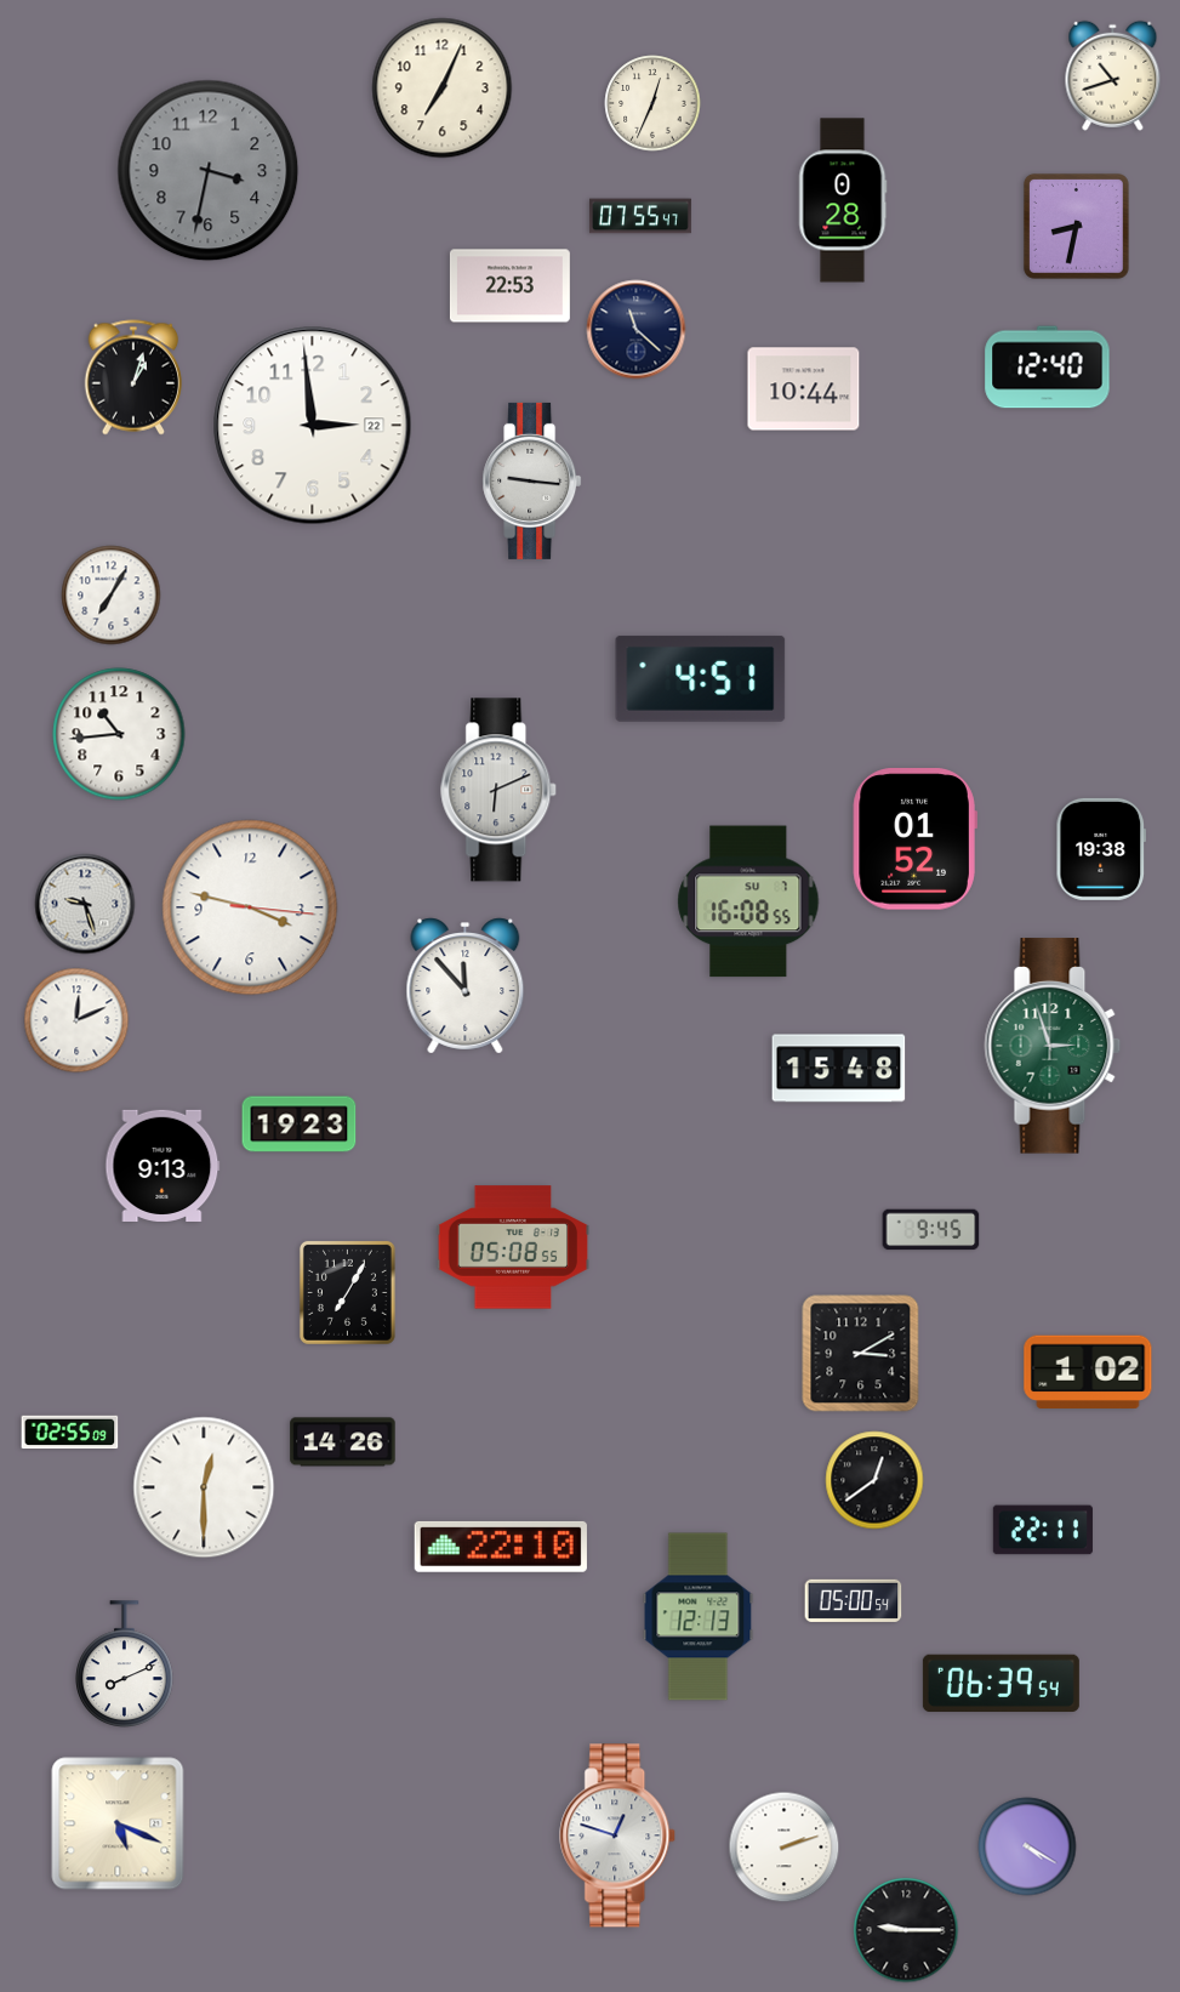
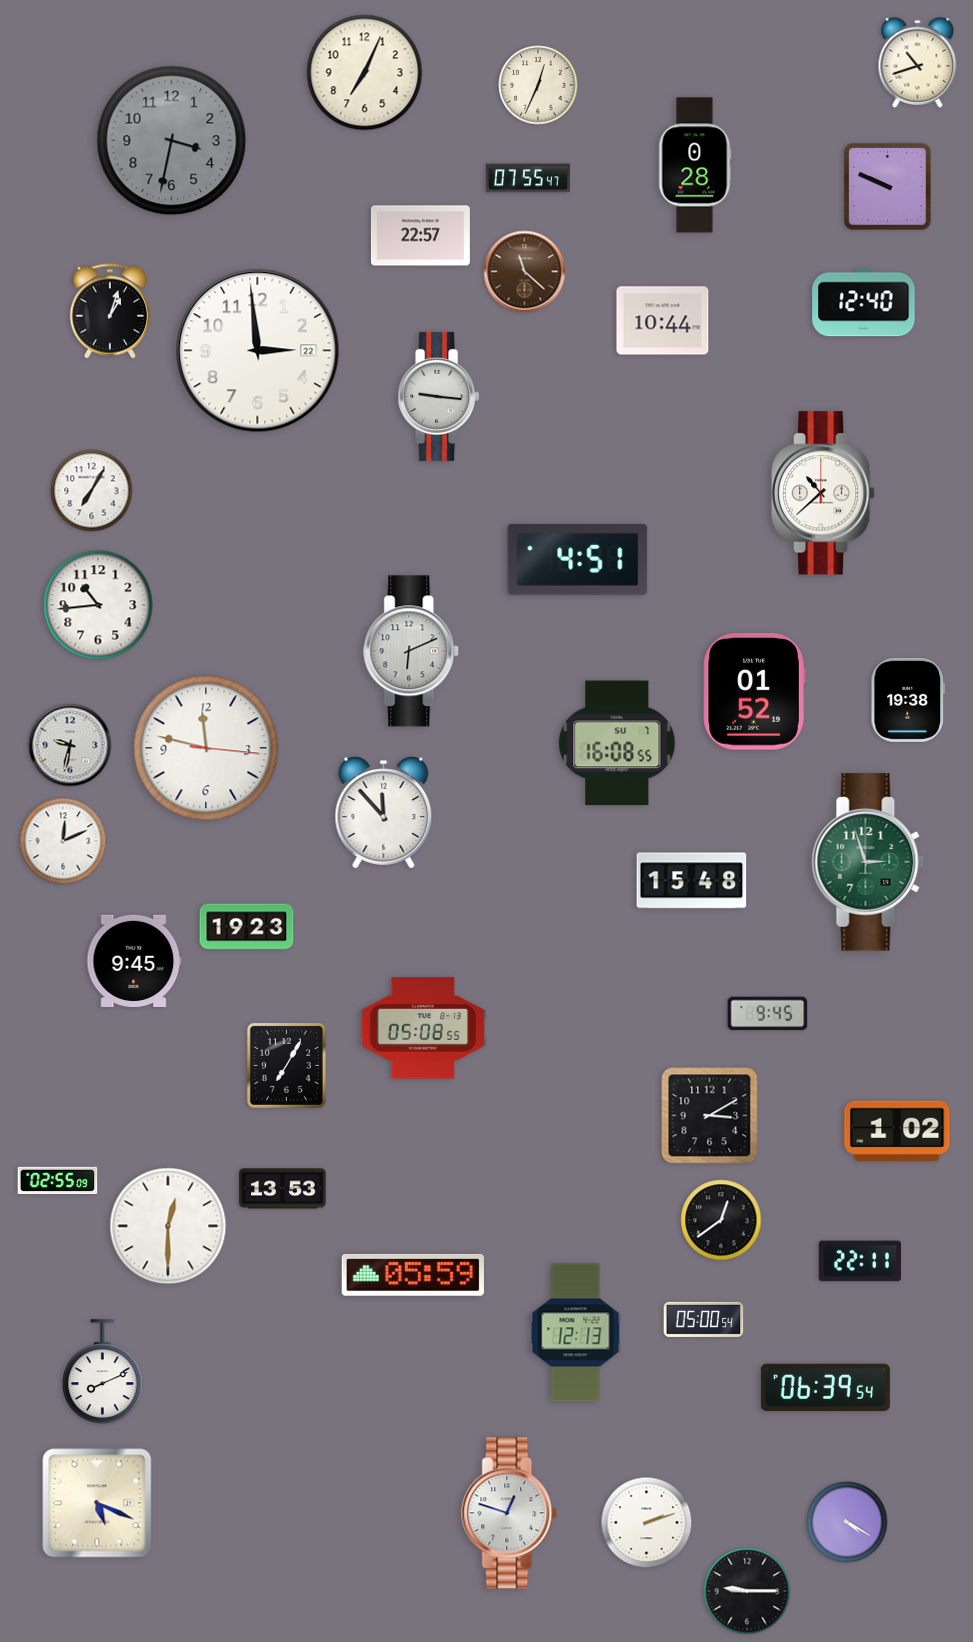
clock at (1076, 226): 8:32 -> 9:49
clock at (509, 286): 22:53 -> 22:57
clock at (637, 330) dial: navy -> brown
clock at (823, 493): none -> 10:38
clock at (85, 904): 9:27 -> 9:32
clock at (250, 907): 3:47 -> 11:47
clock at (163, 1166): 9:13 -> 9:45
clock at (343, 1442): 14:26 -> 13:53
clock at (501, 1547): 22:10 -> 05:59
